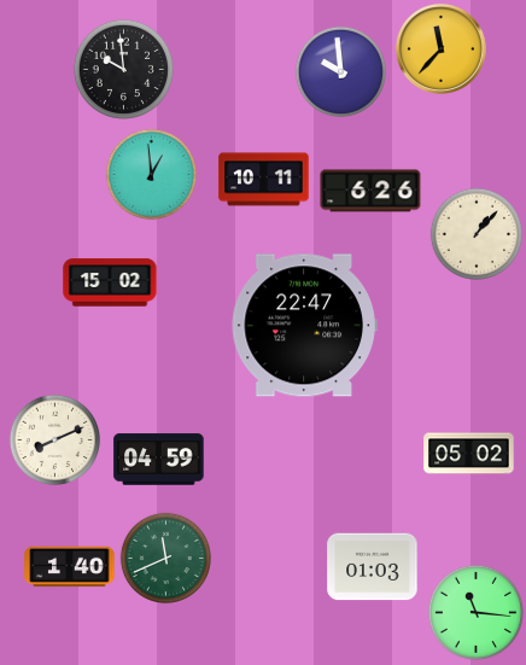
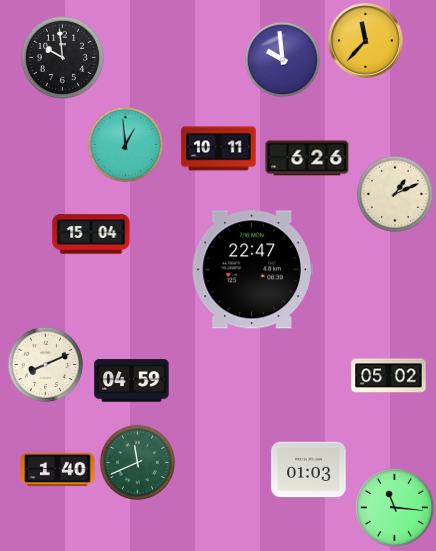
clock at (123, 69) position: (123, 69) -> (62, 57)
clock at (475, 233): 1:07 -> 1:11
clock at (110, 282): 15:02 -> 15:04
